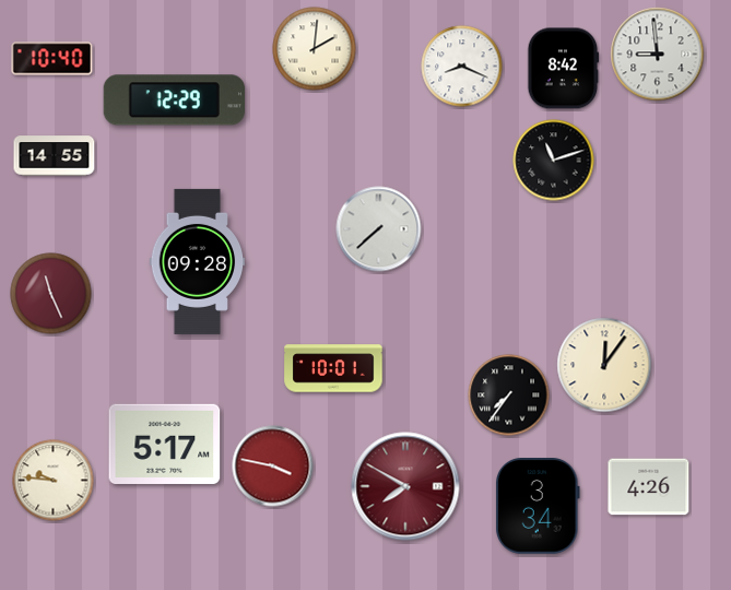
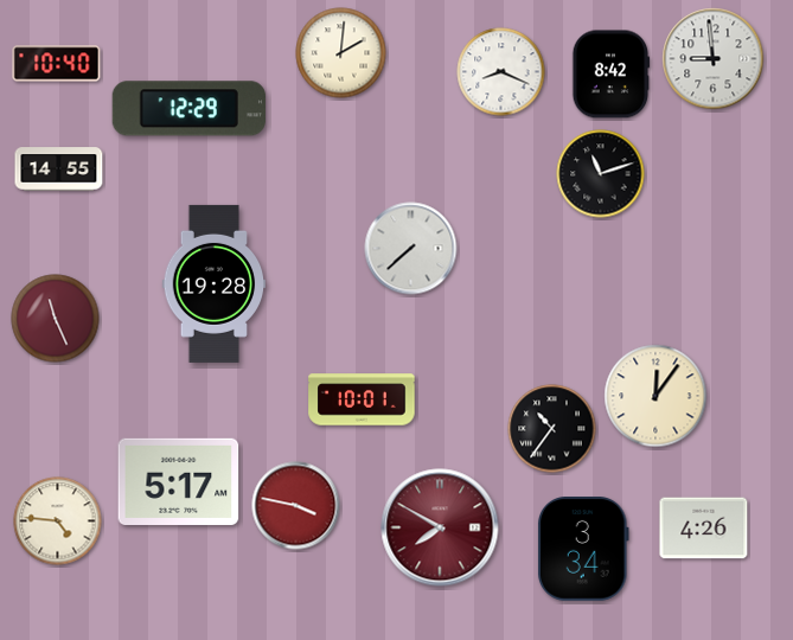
clock at (198, 261): 09:28 -> 19:28
clock at (509, 396): 7:36 -> 10:36
clock at (54, 481): 9:46 -> 4:46
